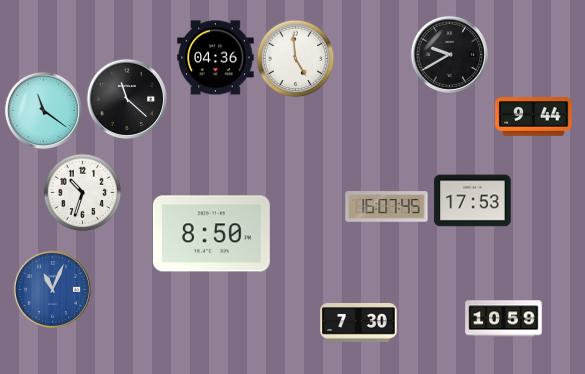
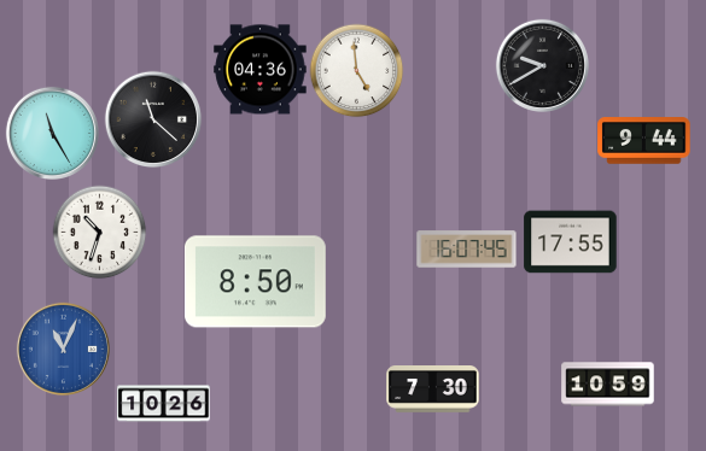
clock at (43, 110): 11:21 -> 11:25
clock at (473, 201): 17:53 -> 17:55
clock at (164, 404): none -> 10:26
